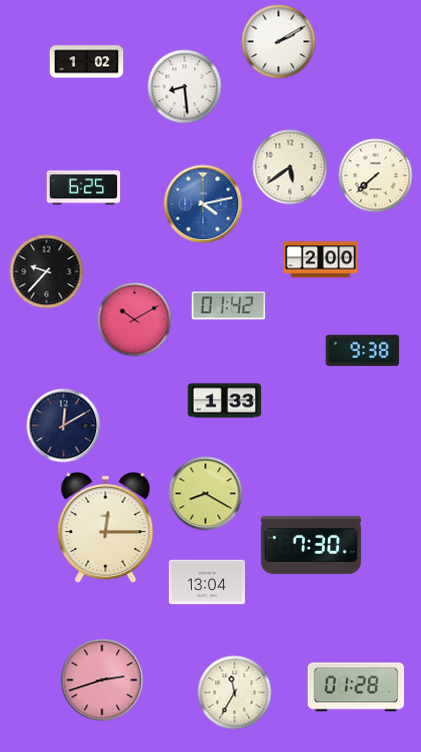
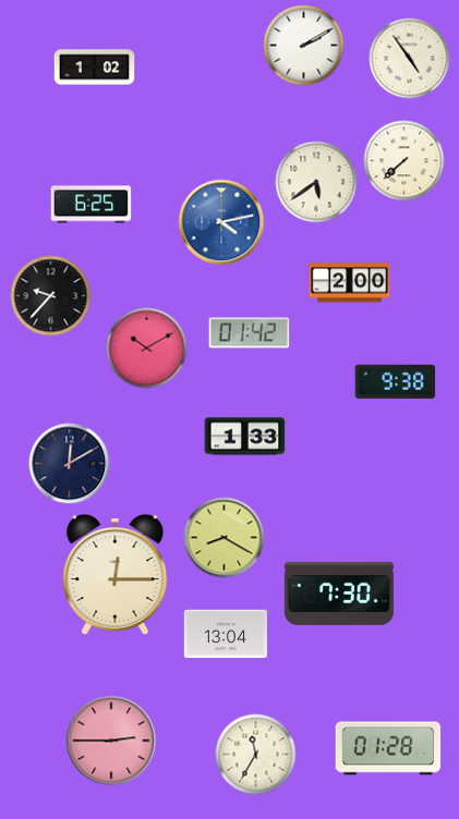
clock at (410, 59): none -> 4:54
clock at (185, 87): 8:29 -> none
clock at (376, 176) position: (376, 176) -> (404, 161)
clock at (102, 680): 2:42 -> 2:45
